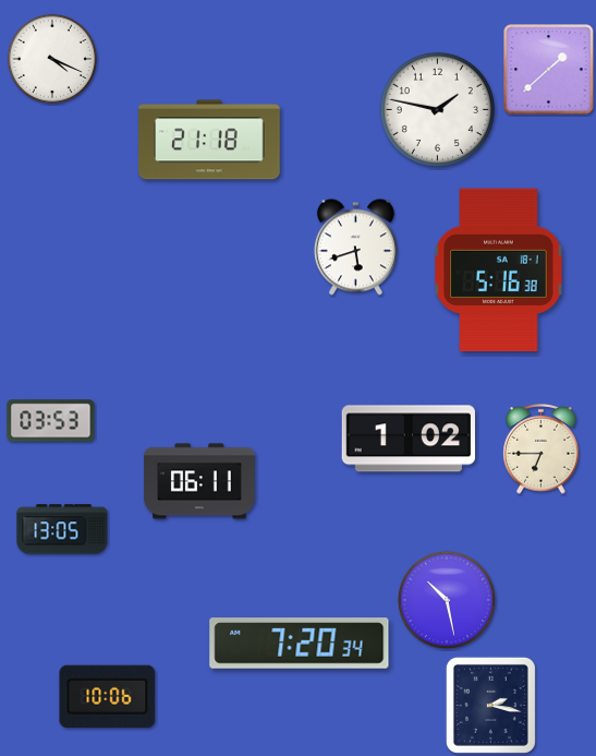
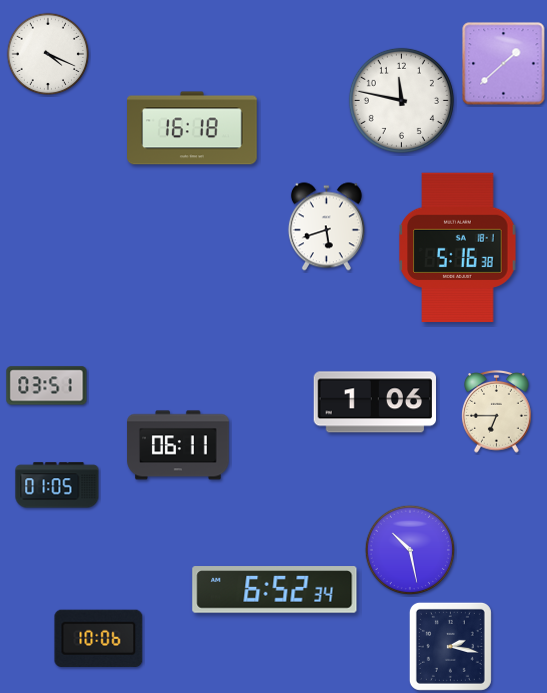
clock at (437, 109): 1:47 -> 11:47
clock at (210, 140): 21:18 -> 16:18
clock at (51, 421): 03:53 -> 03:51
clock at (408, 439): 1:02 -> 1:06
clock at (199, 481) position: (199, 481) -> (178, 445)
clock at (62, 529): 13:05 -> 01:05
clock at (300, 644): 7:20 -> 6:52
